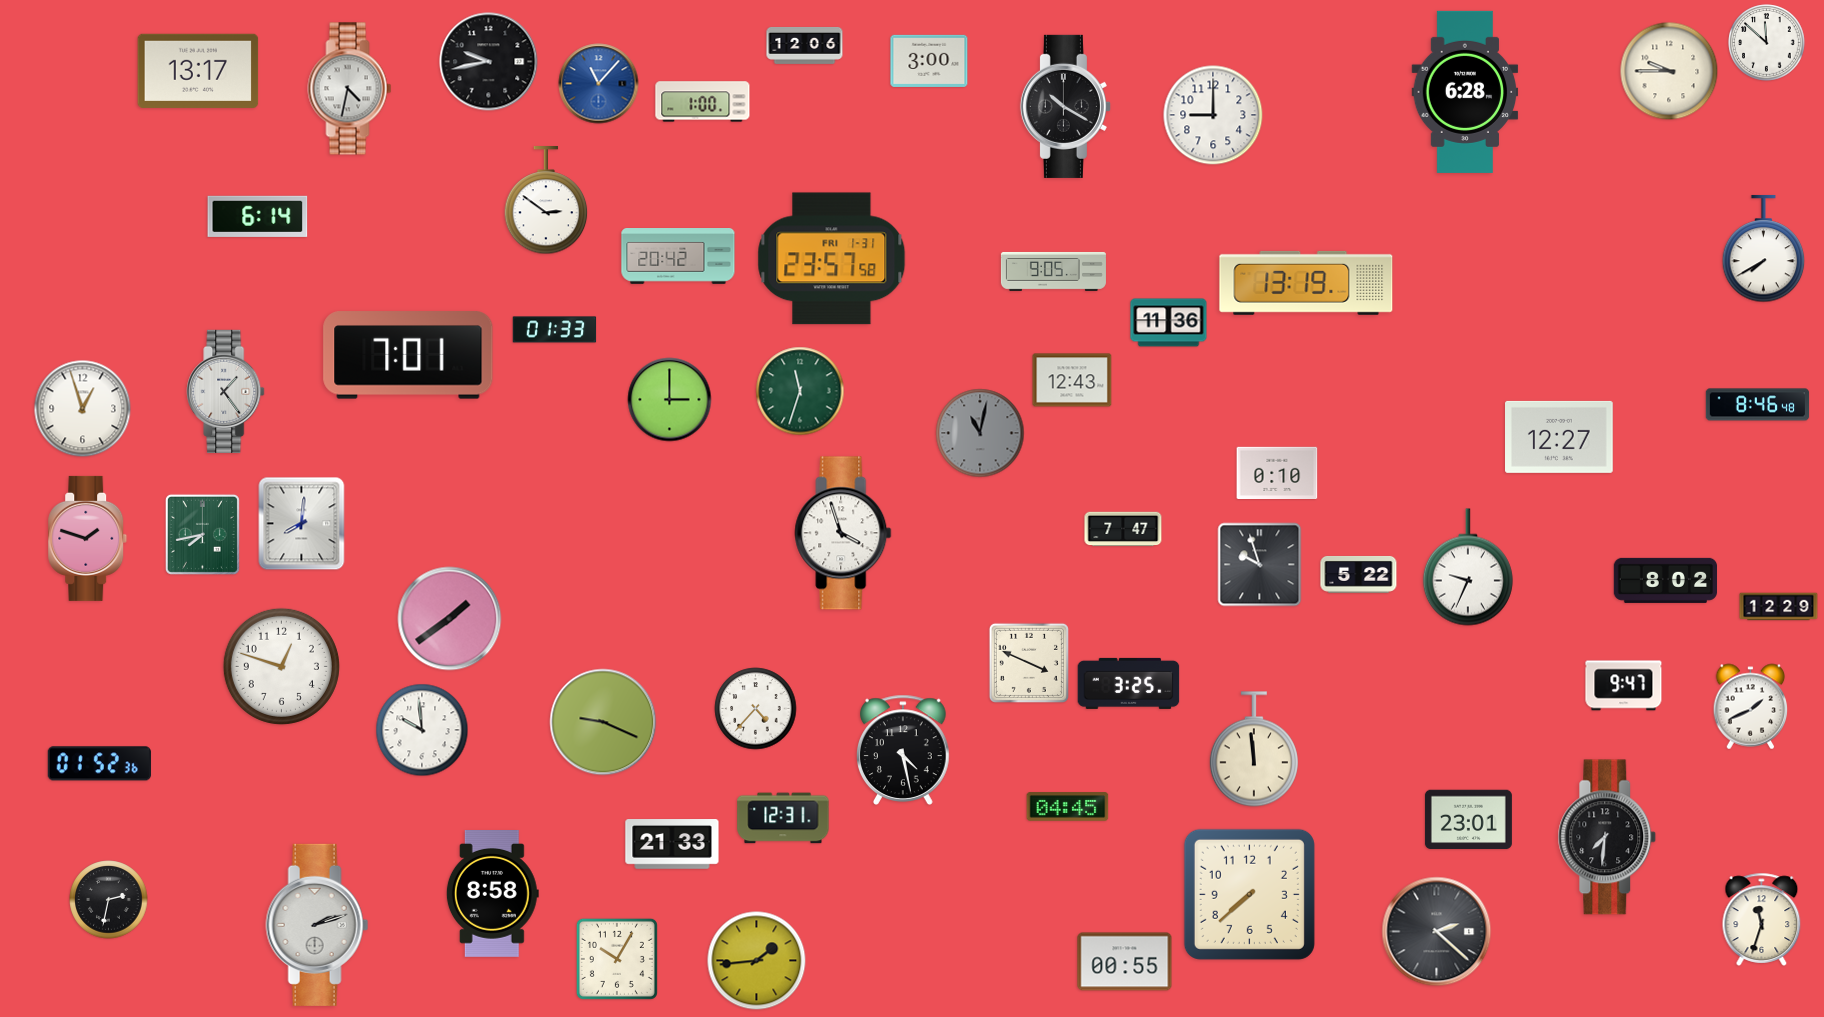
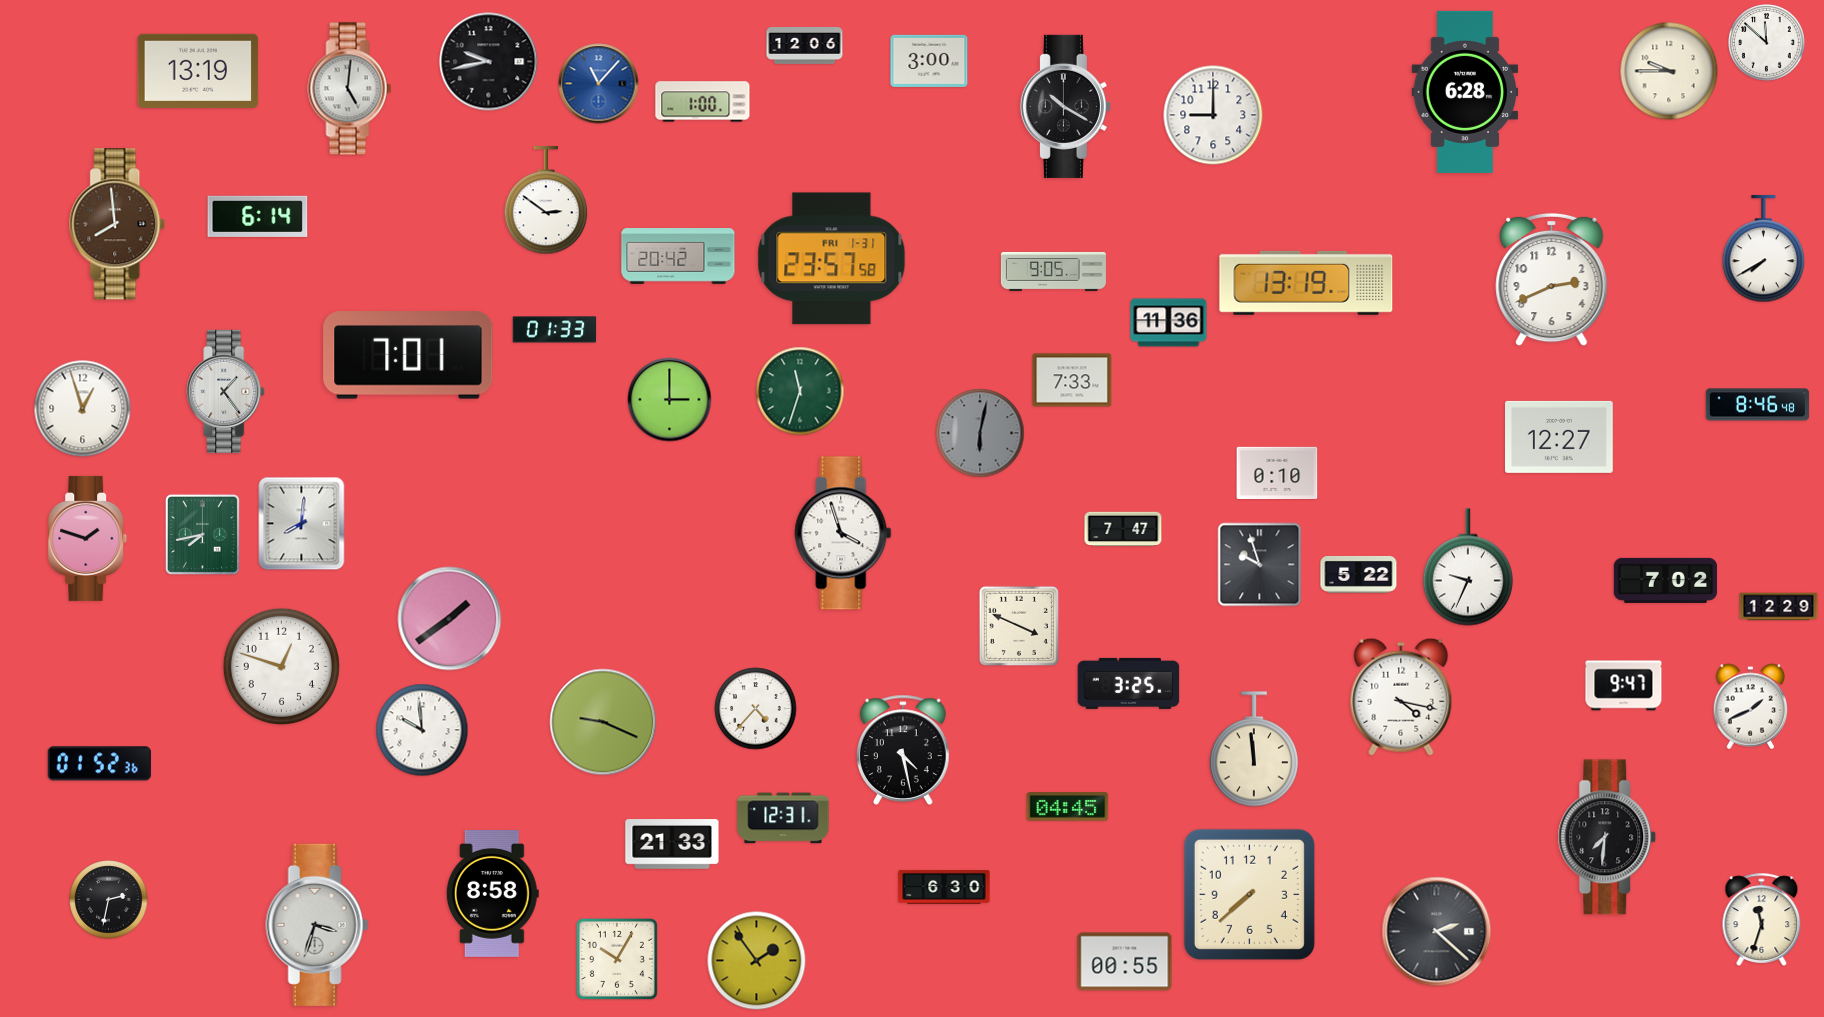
clock at (198, 71): 13:17 -> 13:19
clock at (350, 89): 4:32 -> 5:01
clock at (118, 224): none -> 7:59
clock at (1552, 280): none -> 2:41
clock at (1072, 380): 12:43 -> 7:33
clock at (980, 433): 11:02 -> 6:02
clock at (1665, 580): 8:02 -> 7:02
clock at (1029, 663) position: (1029, 663) -> (1019, 626)
clock at (1401, 697): none -> 4:17
clock at (1468, 820): 23:01 -> none
clock at (944, 887): none -> 6:30
clock at (317, 925): 2:12 -> 3:33
clock at (757, 961): 1:44 -> 1:54
